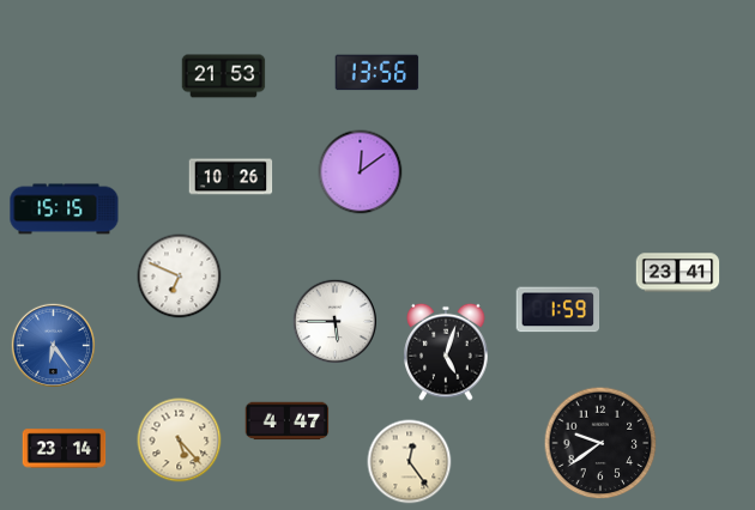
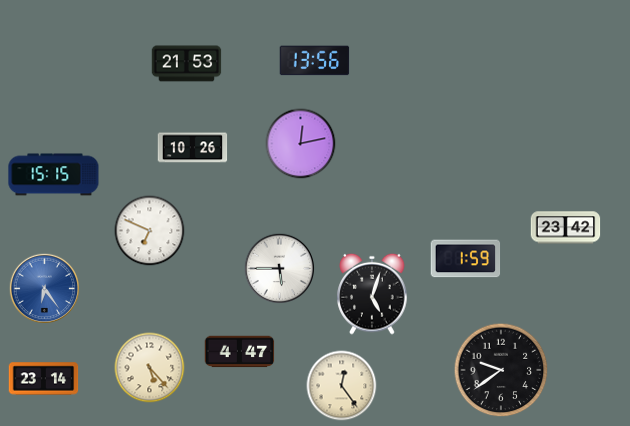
clock at (361, 172): 12:09 -> 12:13
clock at (678, 273): 23:41 -> 23:42
clock at (65, 449) position: (65, 449) -> (44, 379)
